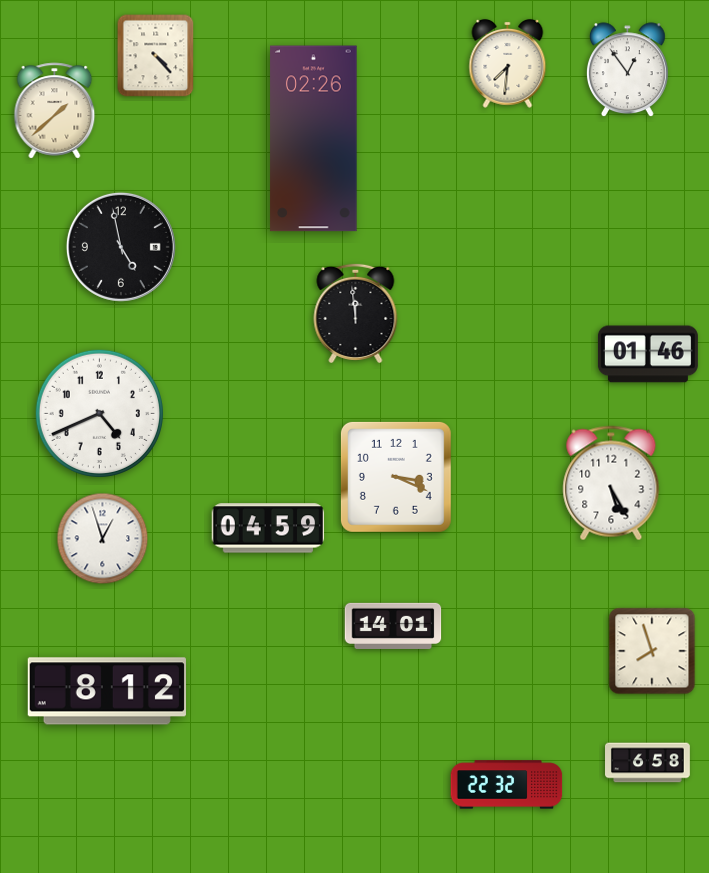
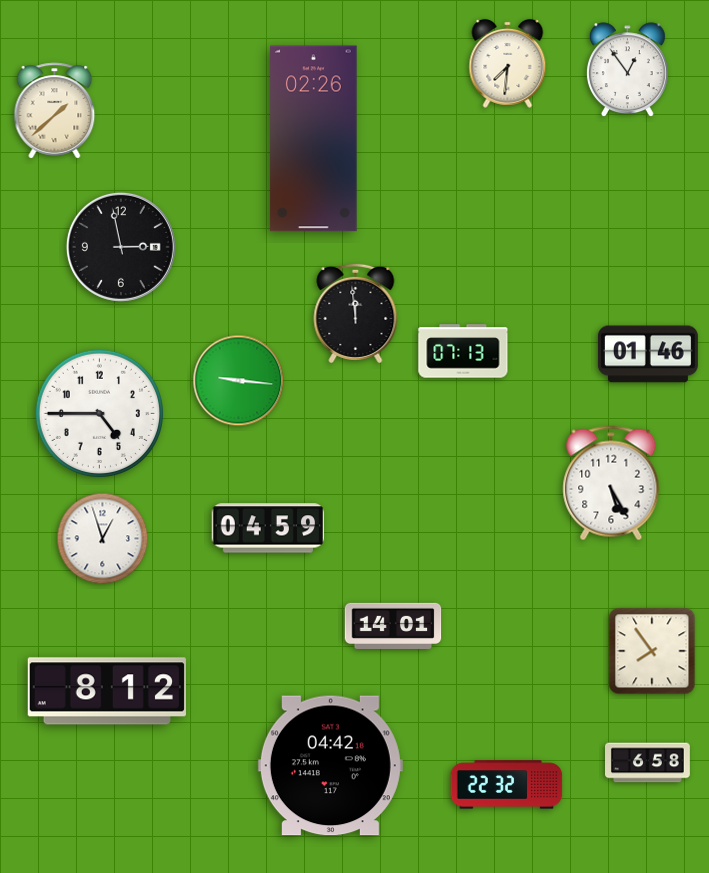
clock at (156, 56): 4:23 -> none
clock at (121, 247): 4:58 -> 2:58
clock at (463, 351): none -> 07:13
clock at (239, 381): none -> 9:16
clock at (99, 413): 4:41 -> 4:45
clock at (396, 477): 3:19 -> none
clock at (652, 651): 7:57 -> 7:54
clock at (330, 766): none -> 04:42
